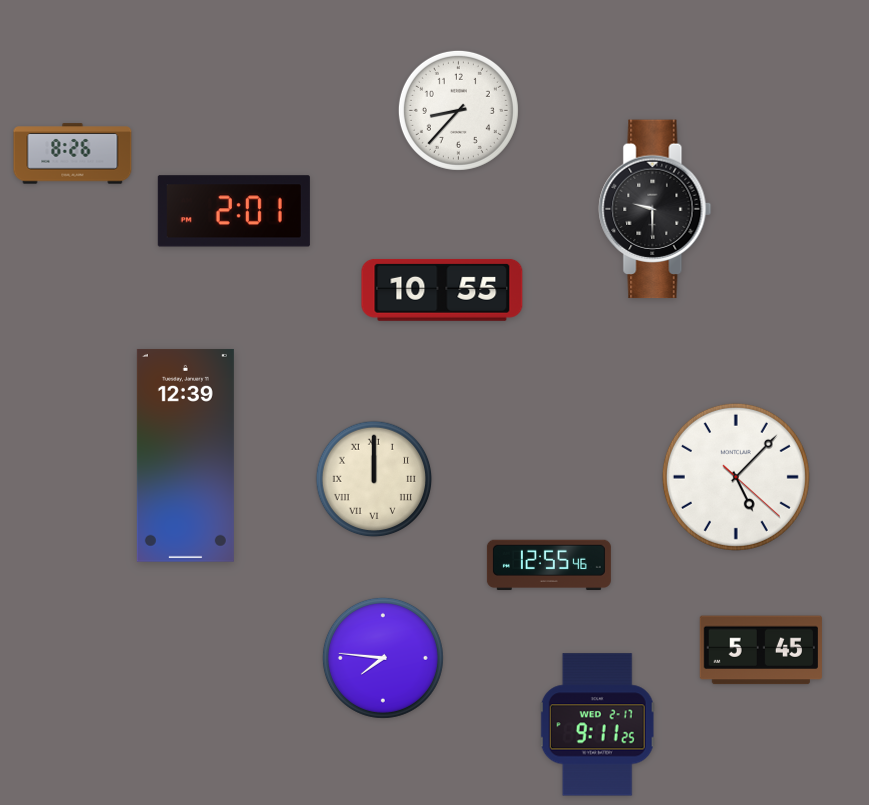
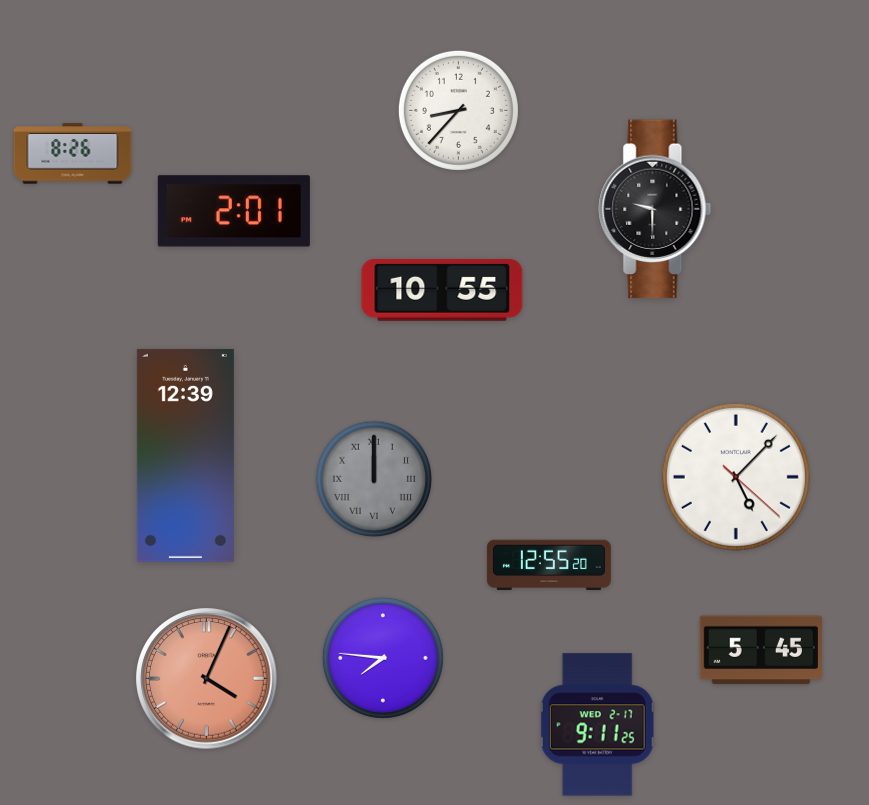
clock at (374, 479) dial: cream -> grey
clock at (549, 565): 12:55:46 -> 12:55:20
clock at (207, 679): none -> 4:04
